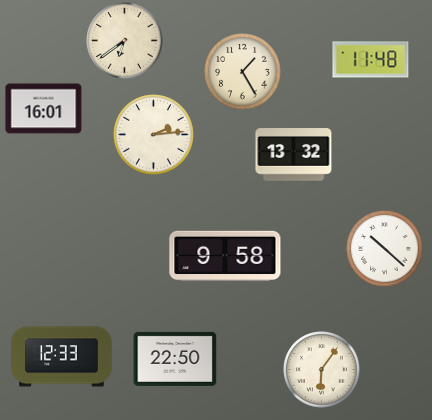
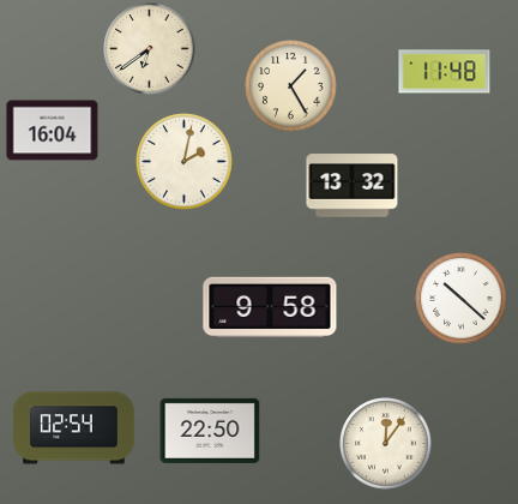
clock at (44, 109): 16:01 -> 16:04
clock at (154, 135): 2:14 -> 2:02
clock at (62, 357): 12:33 -> 02:54
clock at (322, 370): 6:06 -> 12:06
